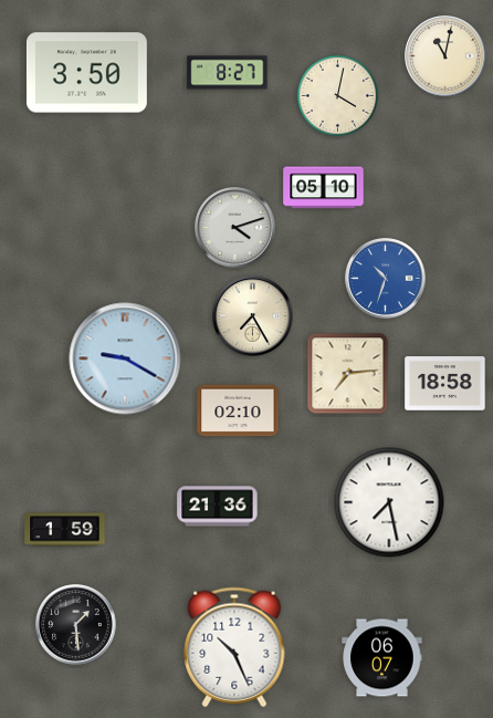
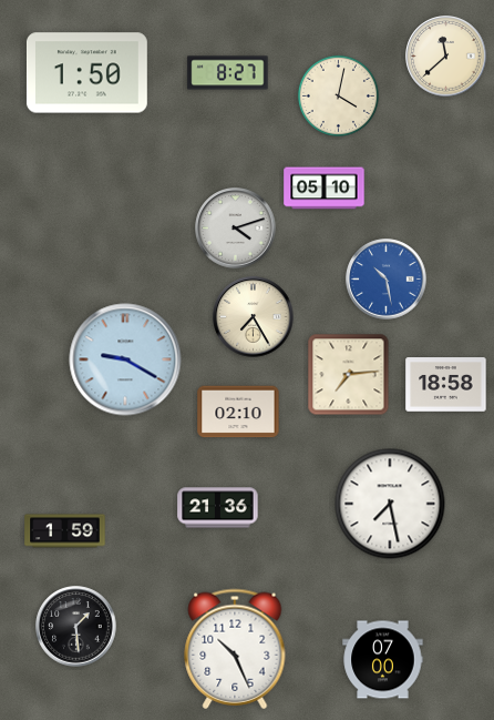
clock at (445, 56): 11:02 -> 11:38
clock at (86, 73): 3:50 -> 1:50
clock at (386, 279): 10:33 -> 10:28
clock at (382, 658): 06:07 -> 07:00
